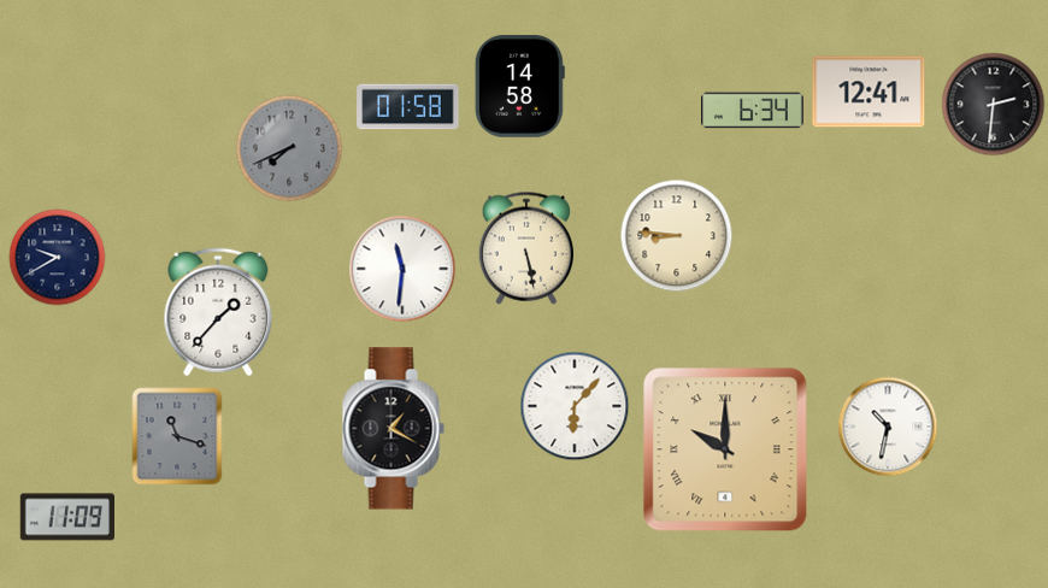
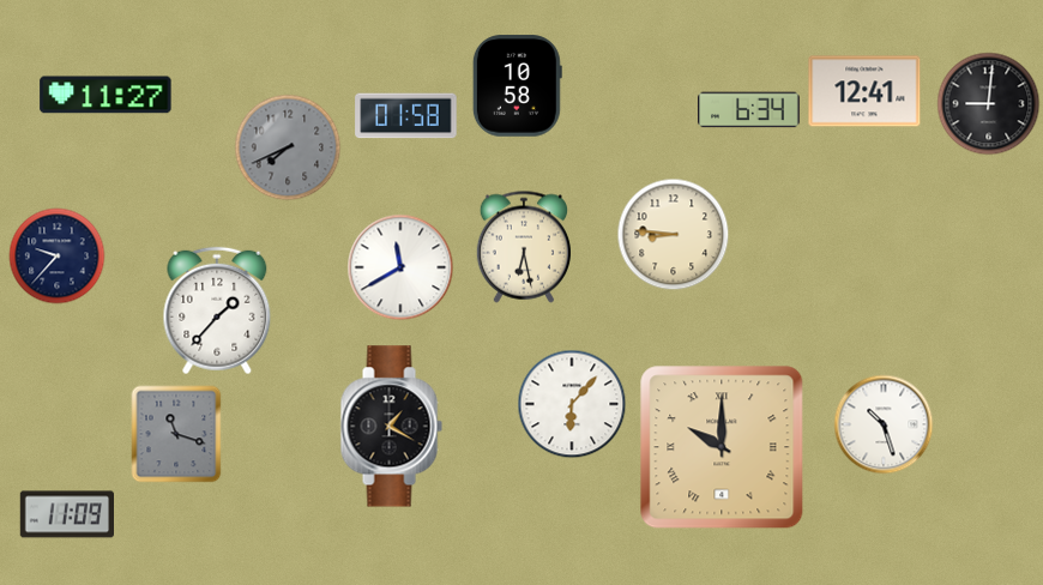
clock at (519, 87): 14:58 -> 10:58
clock at (105, 95): none -> 11:27
clock at (994, 105): 2:31 -> 9:01
clock at (408, 107) position: (408, 107) -> (406, 116)
clock at (525, 248): 5:28 -> 6:28
clock at (58, 258): 9:40 -> 9:37
clock at (402, 269): 11:31 -> 11:40
clock at (888, 427): 10:32 -> 10:27
